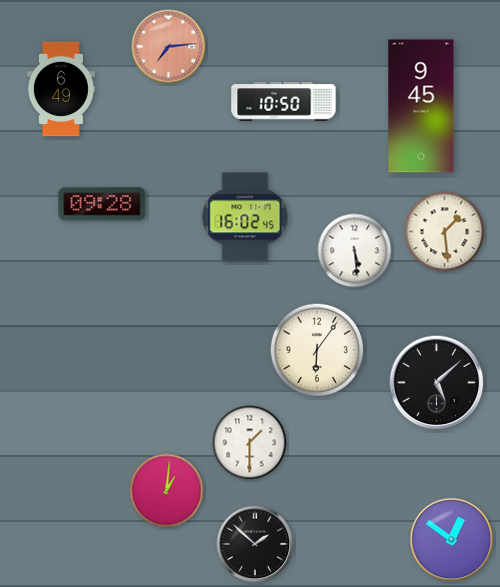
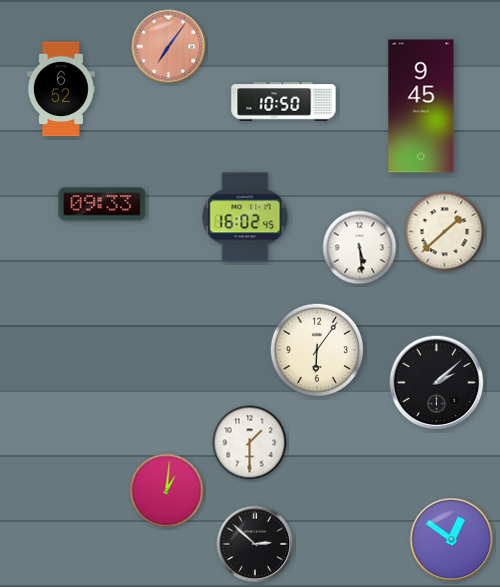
clock at (169, 47): 7:14 -> 7:06
clock at (61, 89): 6:49 -> 6:52
clock at (102, 204): 09:28 -> 09:33
clock at (445, 232): 1:29 -> 1:38
clock at (355, 251) position: (355, 251) -> (360, 248)
clock at (437, 383): 5:08 -> 2:08
clock at (255, 544): 1:52 -> 2:52
